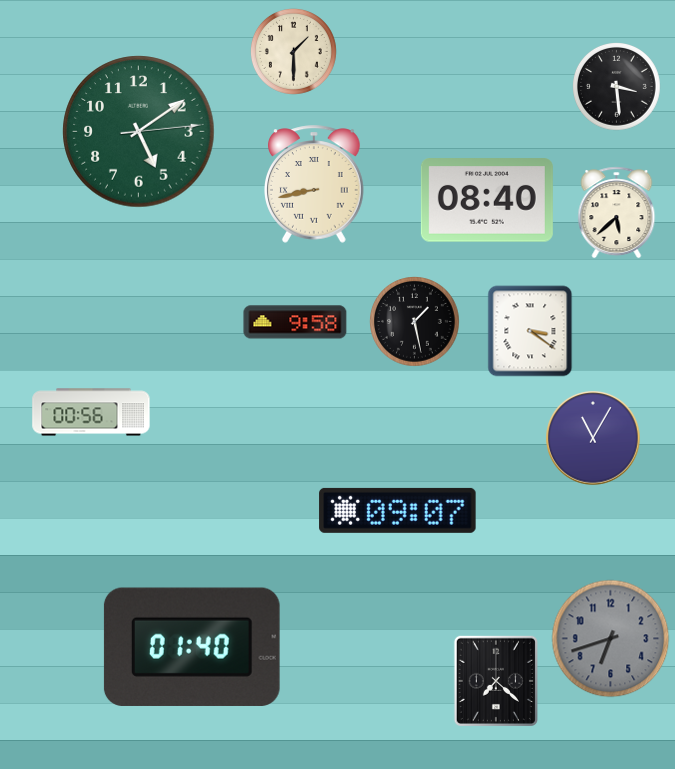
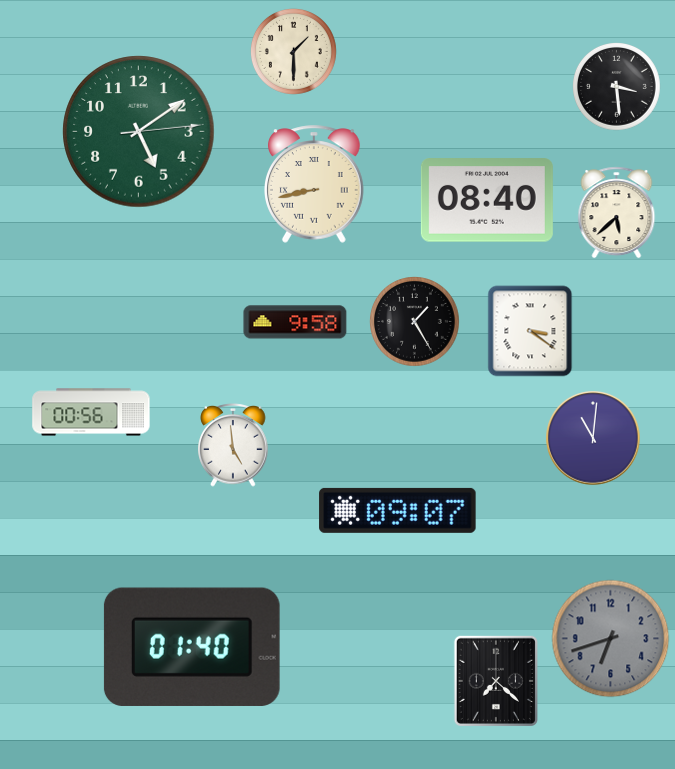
clock at (415, 322): 1:28 -> 1:25
clock at (593, 438): 11:05 -> 11:01
clock at (233, 445): none -> 4:59
